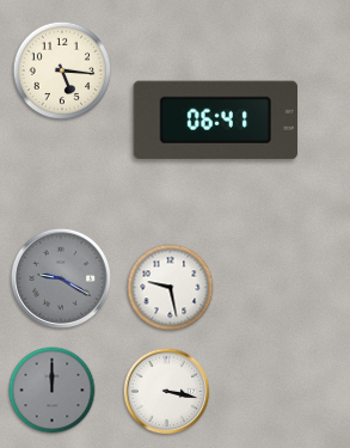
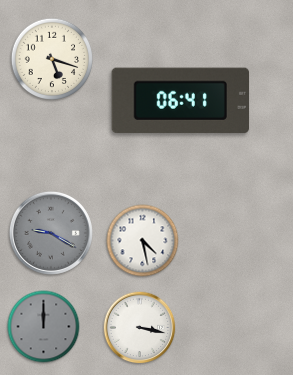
clock at (62, 70): 5:16 -> 5:18
clock at (171, 288): 9:28 -> 4:28
